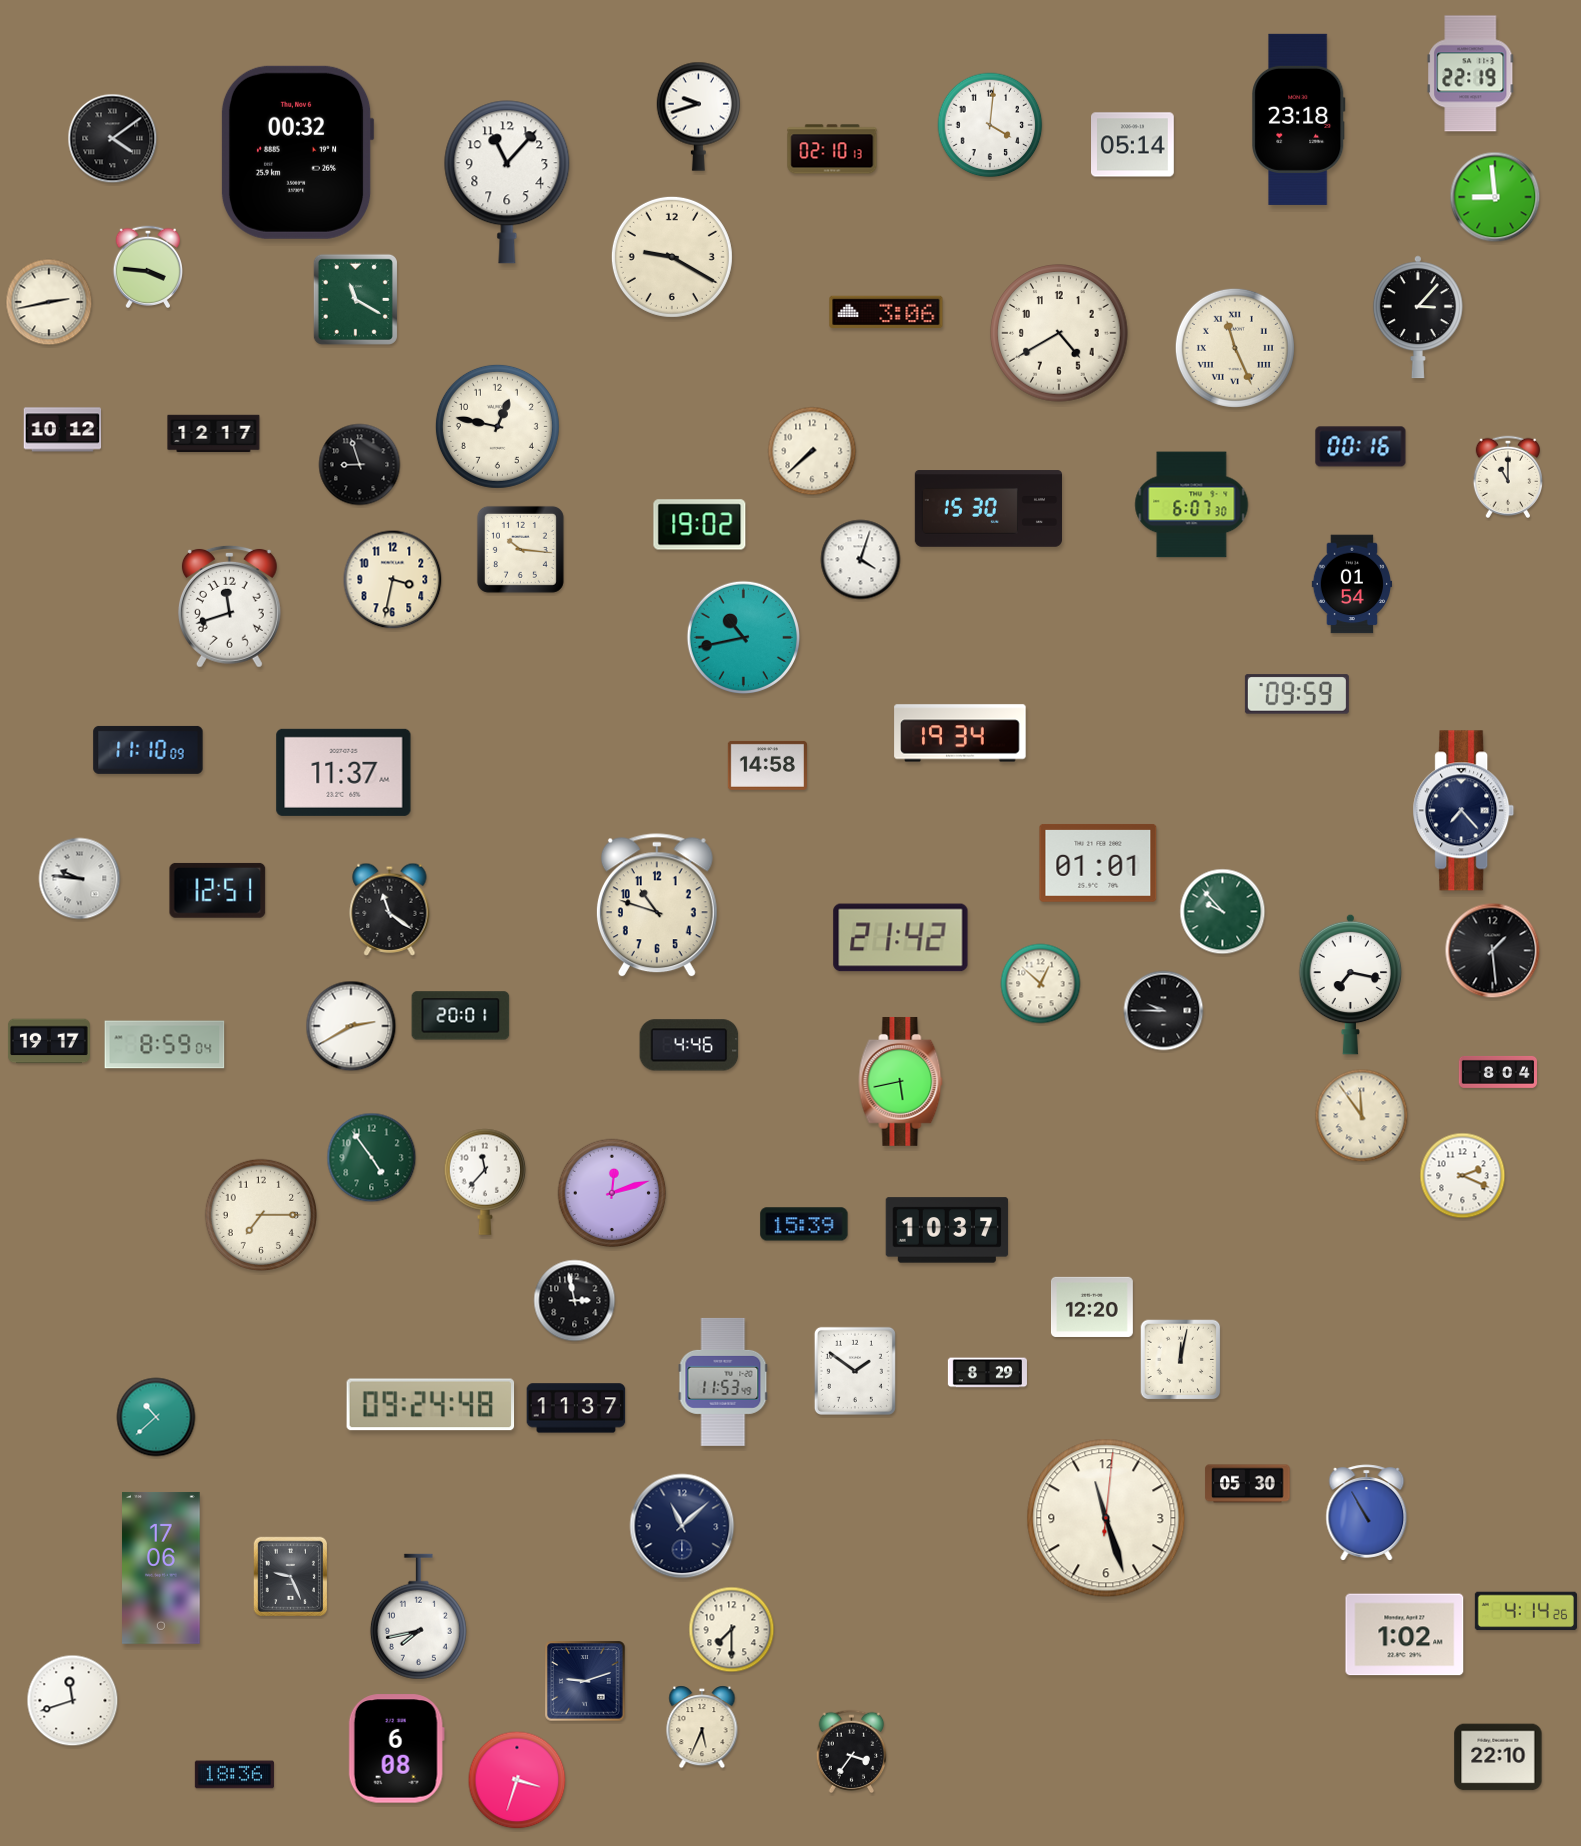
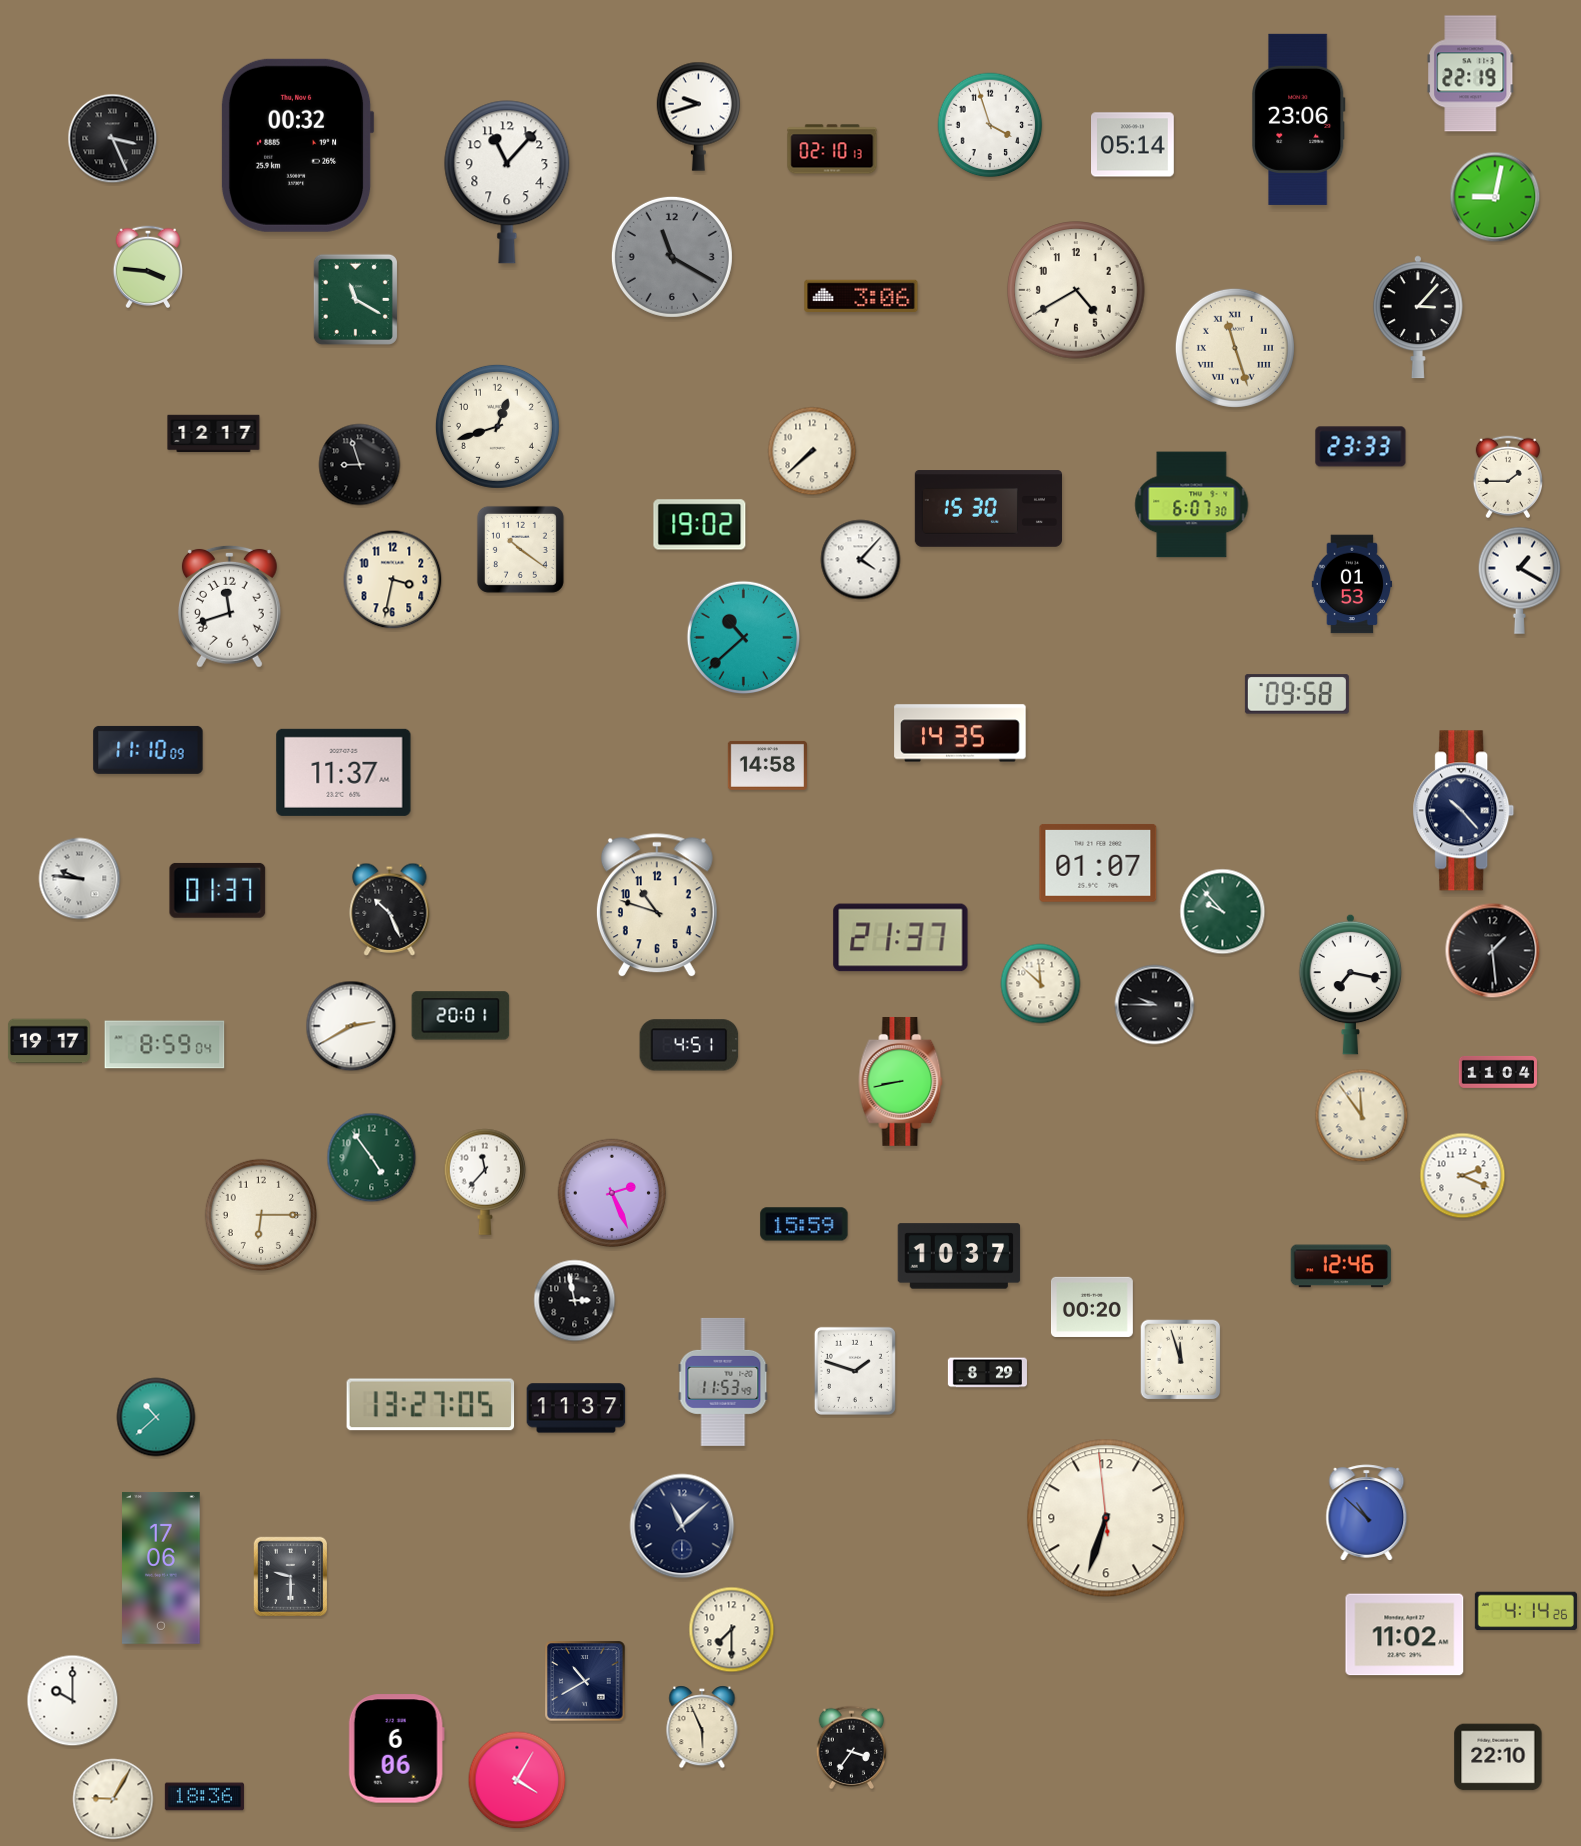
clock at (1299, 119): 23:18 -> 23:06
clock at (990, 125): 4:01 -> 3:57
clock at (113, 139): 4:09 -> 3:26
clock at (297, 152) position: (297, 152) -> (297, 145)
clock at (1495, 197): 8:59 -> 9:02
clock at (672, 257): 9:20 -> 11:20
clock at (672, 257) dial: cream -> grey
clock at (49, 302): 2:43 -> none
clock at (886, 312) position: (886, 312) -> (861, 296)
clock at (1059, 333) position: (1059, 333) -> (1076, 290)
clock at (1235, 348): 11:26 -> 11:27
clock at (497, 426): 12:47 -> 12:42
clock at (63, 430): 10:12 -> none
clock at (1361, 447): 00:16 -> 23:33
clock at (1507, 477): 11:00 -> 1:45
clock at (520, 549): 10:16 -> 10:21
clock at (861, 560): 4:03 -> 4:07
clock at (1520, 580): none -> 1:20
clock at (1352, 584): 01:54 -> 01:53
clock at (743, 637): 10:43 -> 10:38
clock at (1297, 694): 09:59 -> 09:58
clock at (960, 733): 19:34 -> 14:35
clock at (1464, 811): 7:23 -> 10:23
clock at (1098, 863): 01:01 -> 01:07
clock at (218, 890): 12:51 -> 01:37
clock at (390, 909): 11:21 -> 10:26
clock at (901, 938): 21:42 -> 21:37
clock at (1041, 984): 12:52 -> 11:52
clock at (1164, 1011) position: (1164, 1011) -> (1155, 1005)
clock at (689, 1045): 4:46 -> 4:51
clock at (1498, 1072): 8:04 -> 11:04
clock at (901, 1081): 5:43 -> 8:43
clock at (612, 1193): 12:12 -> 2:26
clock at (260, 1214): 7:15 -> 6:15
clock at (804, 1224): 15:39 -> 15:59
clock at (947, 1230) position: (947, 1230) -> (959, 1256)
clock at (1341, 1266): none -> 12:46
clock at (1092, 1307): 12:20 -> 00:20
clock at (1181, 1360): 12:02 -> 11:57
clock at (855, 1371): 1:51 -> 1:48
clock at (431, 1405): 09:24 -> 13:27
clock at (1248, 1484): 05:30 -> none
clock at (1367, 1513): 10:55 -> 10:52
clock at (1106, 1518): 11:27 -> 6:32
clock at (290, 1577): 9:26 -> 9:30
clock at (418, 1617): 7:43 -> none
clock at (1405, 1635): 1:02 -> 11:02
clock at (585, 1681): 9:12 -> 10:40
clock at (73, 1701): 11:42 -> 10:00
clock at (702, 1727): 5:34 -> 5:56
clock at (396, 1749): 6:08 -> 6:06
clock at (852, 1752) position: (852, 1752) -> (852, 1748)
clock at (234, 1775) position: (234, 1775) -> (204, 1797)
clock at (517, 1780): 3:33 -> 4:05
clock at (113, 1799): none -> 9:05
